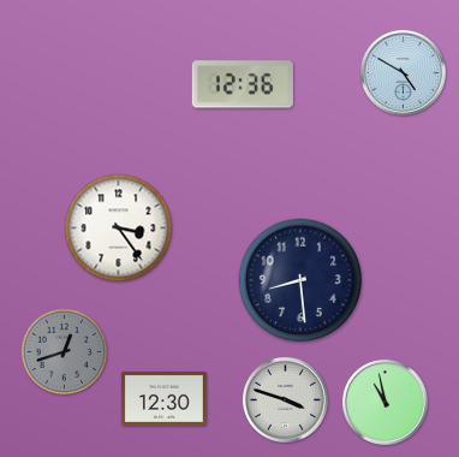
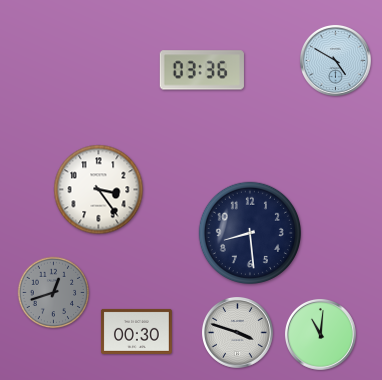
clock at (243, 84): 12:36 -> 03:36
clock at (163, 398): 12:30 -> 00:30
clock at (385, 402): 10:58 -> 11:01
